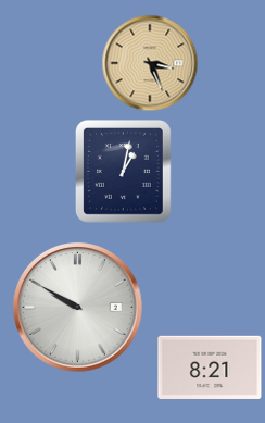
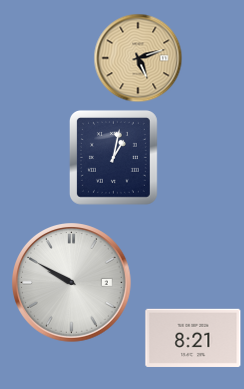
clock at (150, 63): 3:26 -> 5:12
